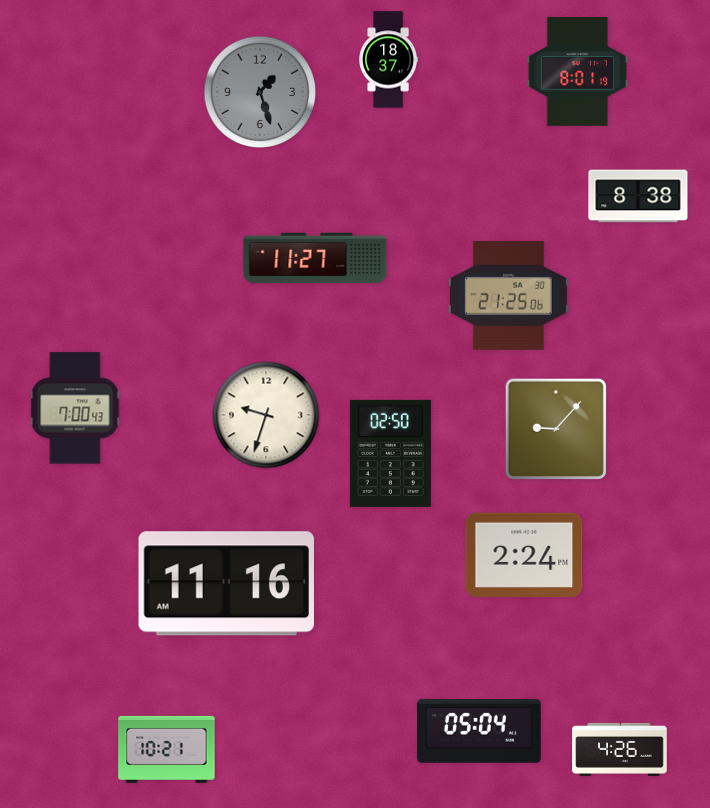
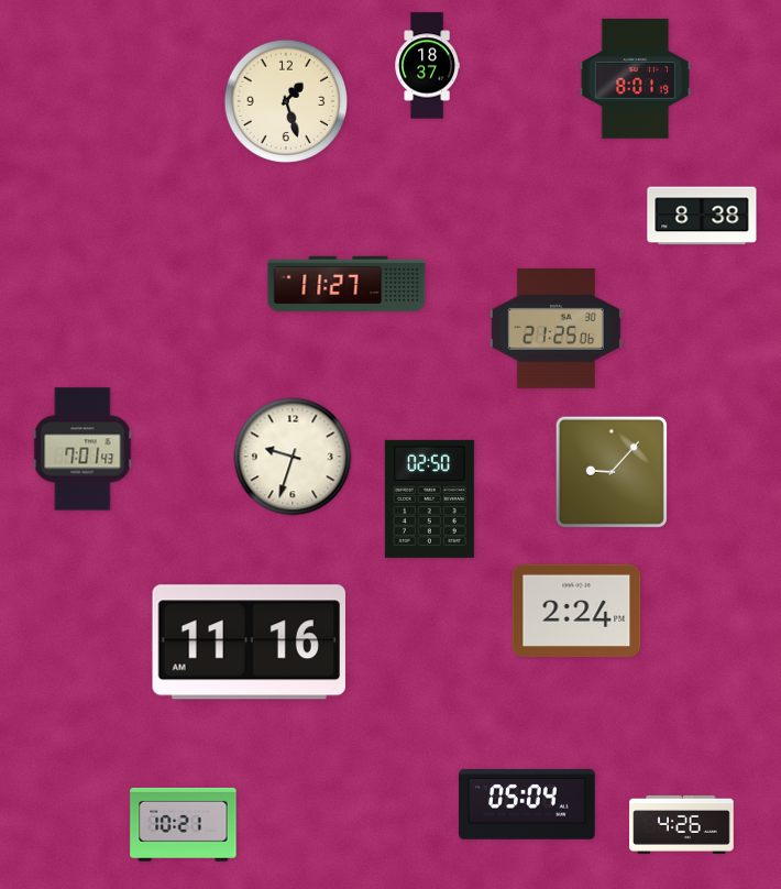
clock at (260, 92) dial: grey -> cream
clock at (508, 296) position: (508, 296) -> (555, 329)
clock at (75, 408): 7:00 -> 7:01
